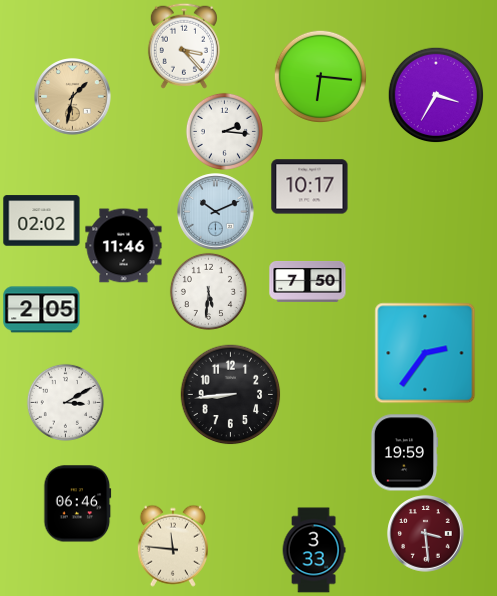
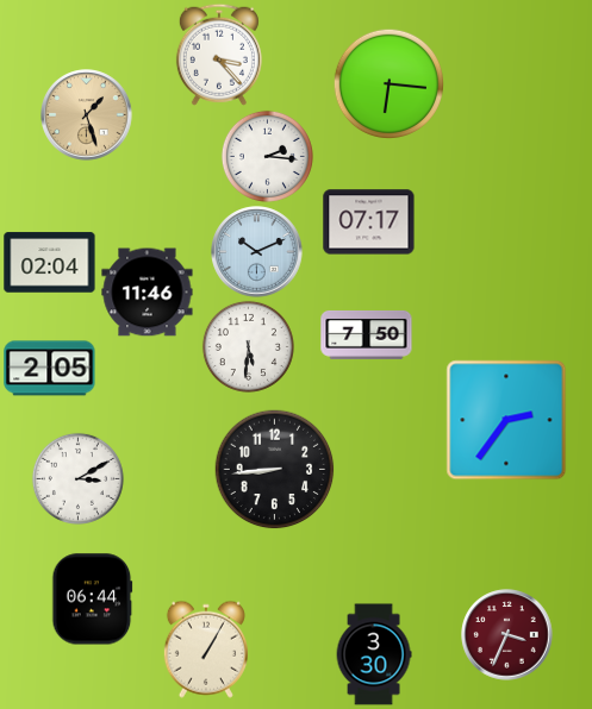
clock at (320, 76) position: (320, 76) -> (388, 83)
clock at (436, 95): 3:35 -> none
clock at (73, 97): 1:32 -> 1:27
clock at (310, 187): 10:17 -> 07:17
clock at (42, 221): 02:02 -> 02:04
clock at (404, 453): 19:59 -> none
clock at (78, 504): 06:46 -> 06:44
clock at (426, 534): 3:29 -> 3:34
clock at (173, 546): 11:46 -> 1:05
clock at (314, 550): 3:33 -> 3:30
